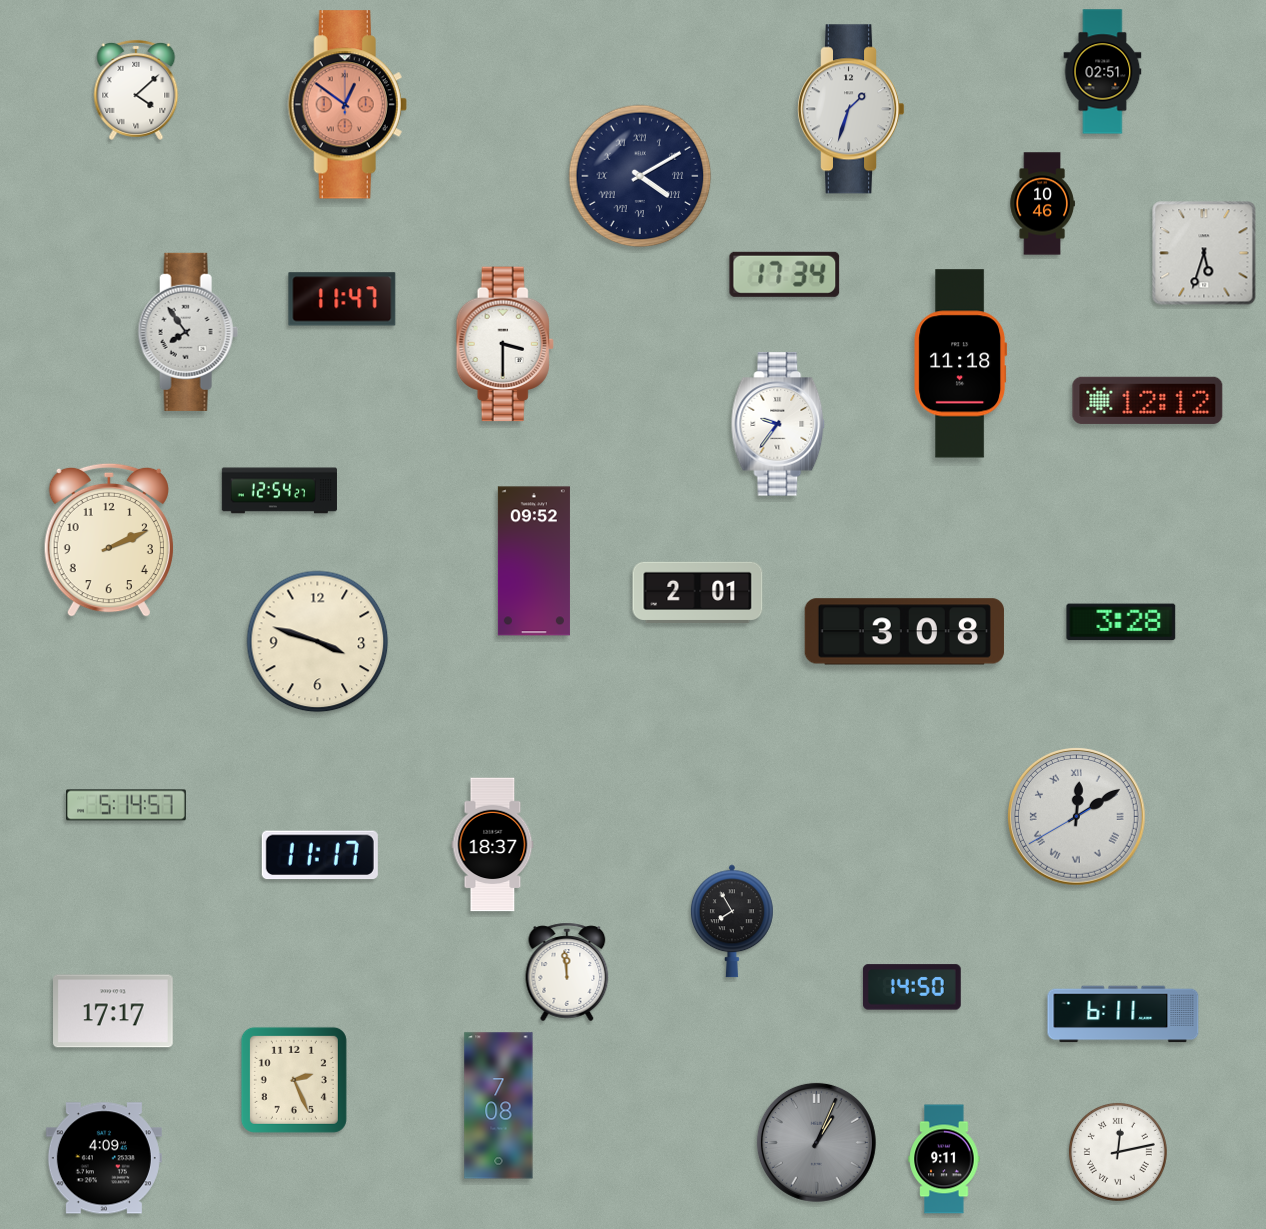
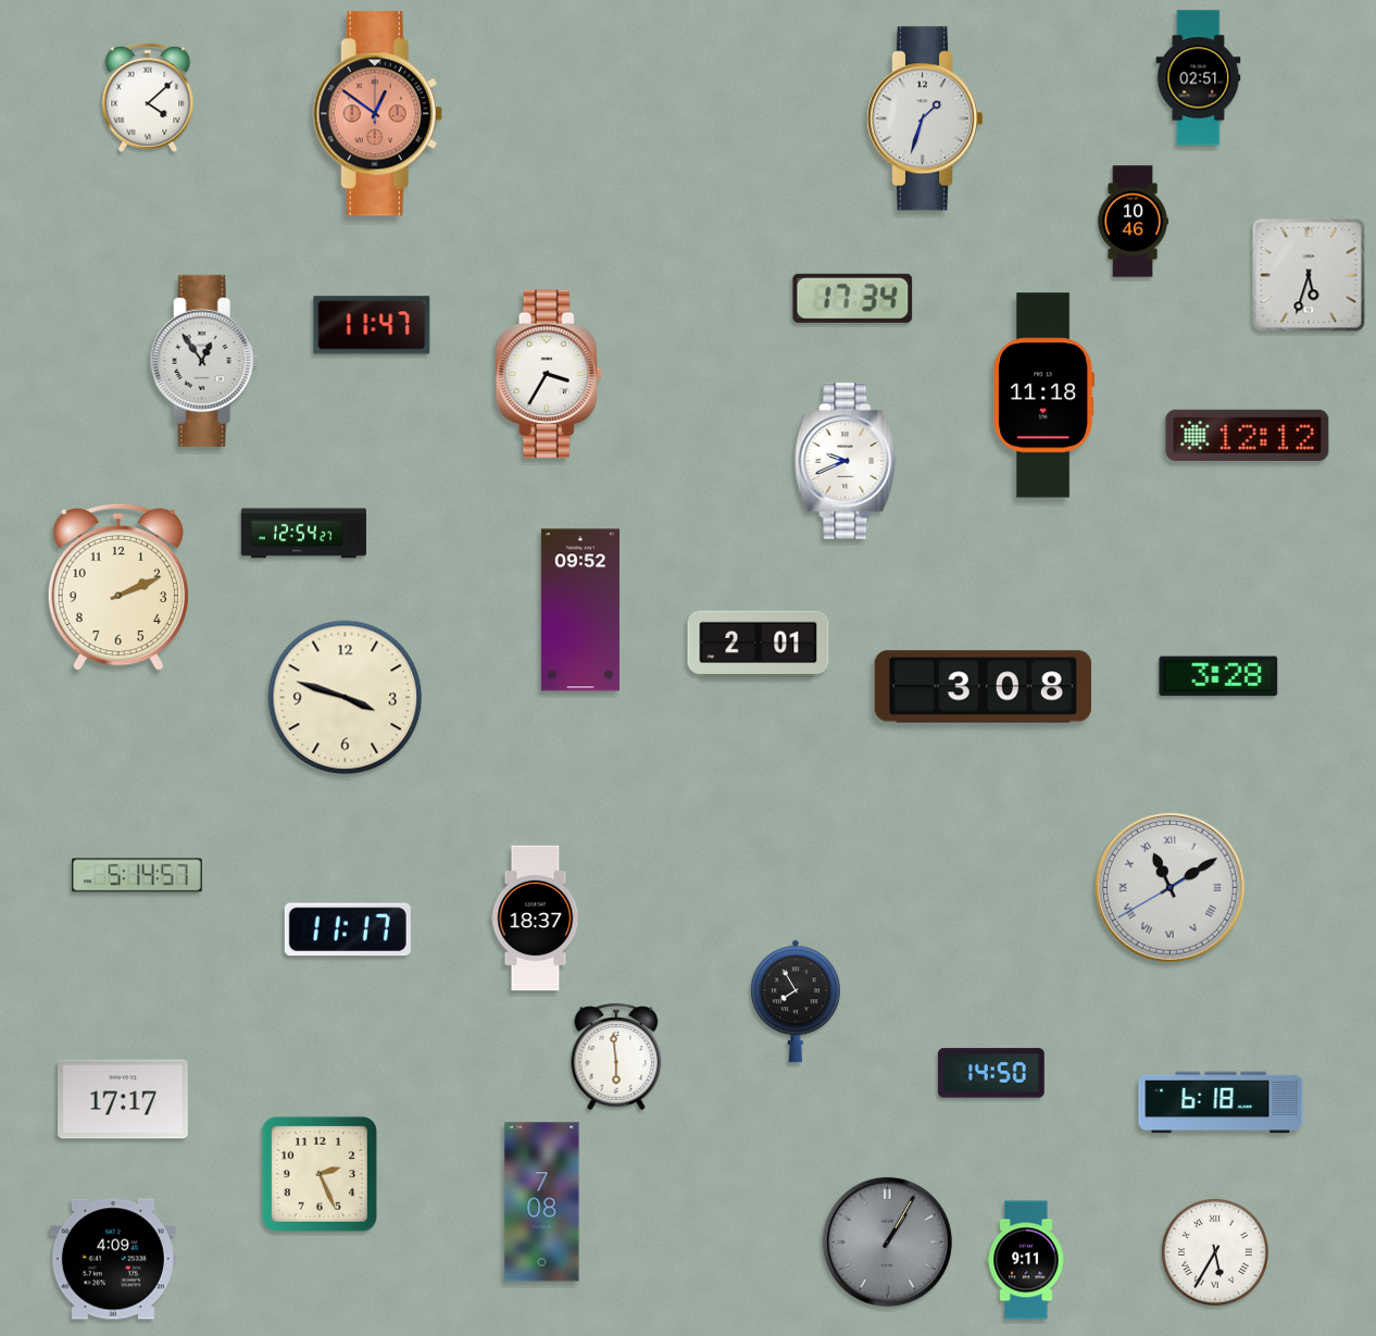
clock at (640, 176): 4:10 -> none
clock at (188, 332): 7:54 -> 12:54
clock at (505, 344): 3:30 -> 3:35
clock at (778, 424): 9:36 -> 9:41
clock at (1076, 816): 12:09 -> 11:09
clock at (567, 972): 11:59 -> 5:59
clock at (1123, 1014): 6:11 -> 6:18
clock at (816, 1142): 1:04 -> 1:05
clock at (1118, 1152): 12:13 -> 5:35
